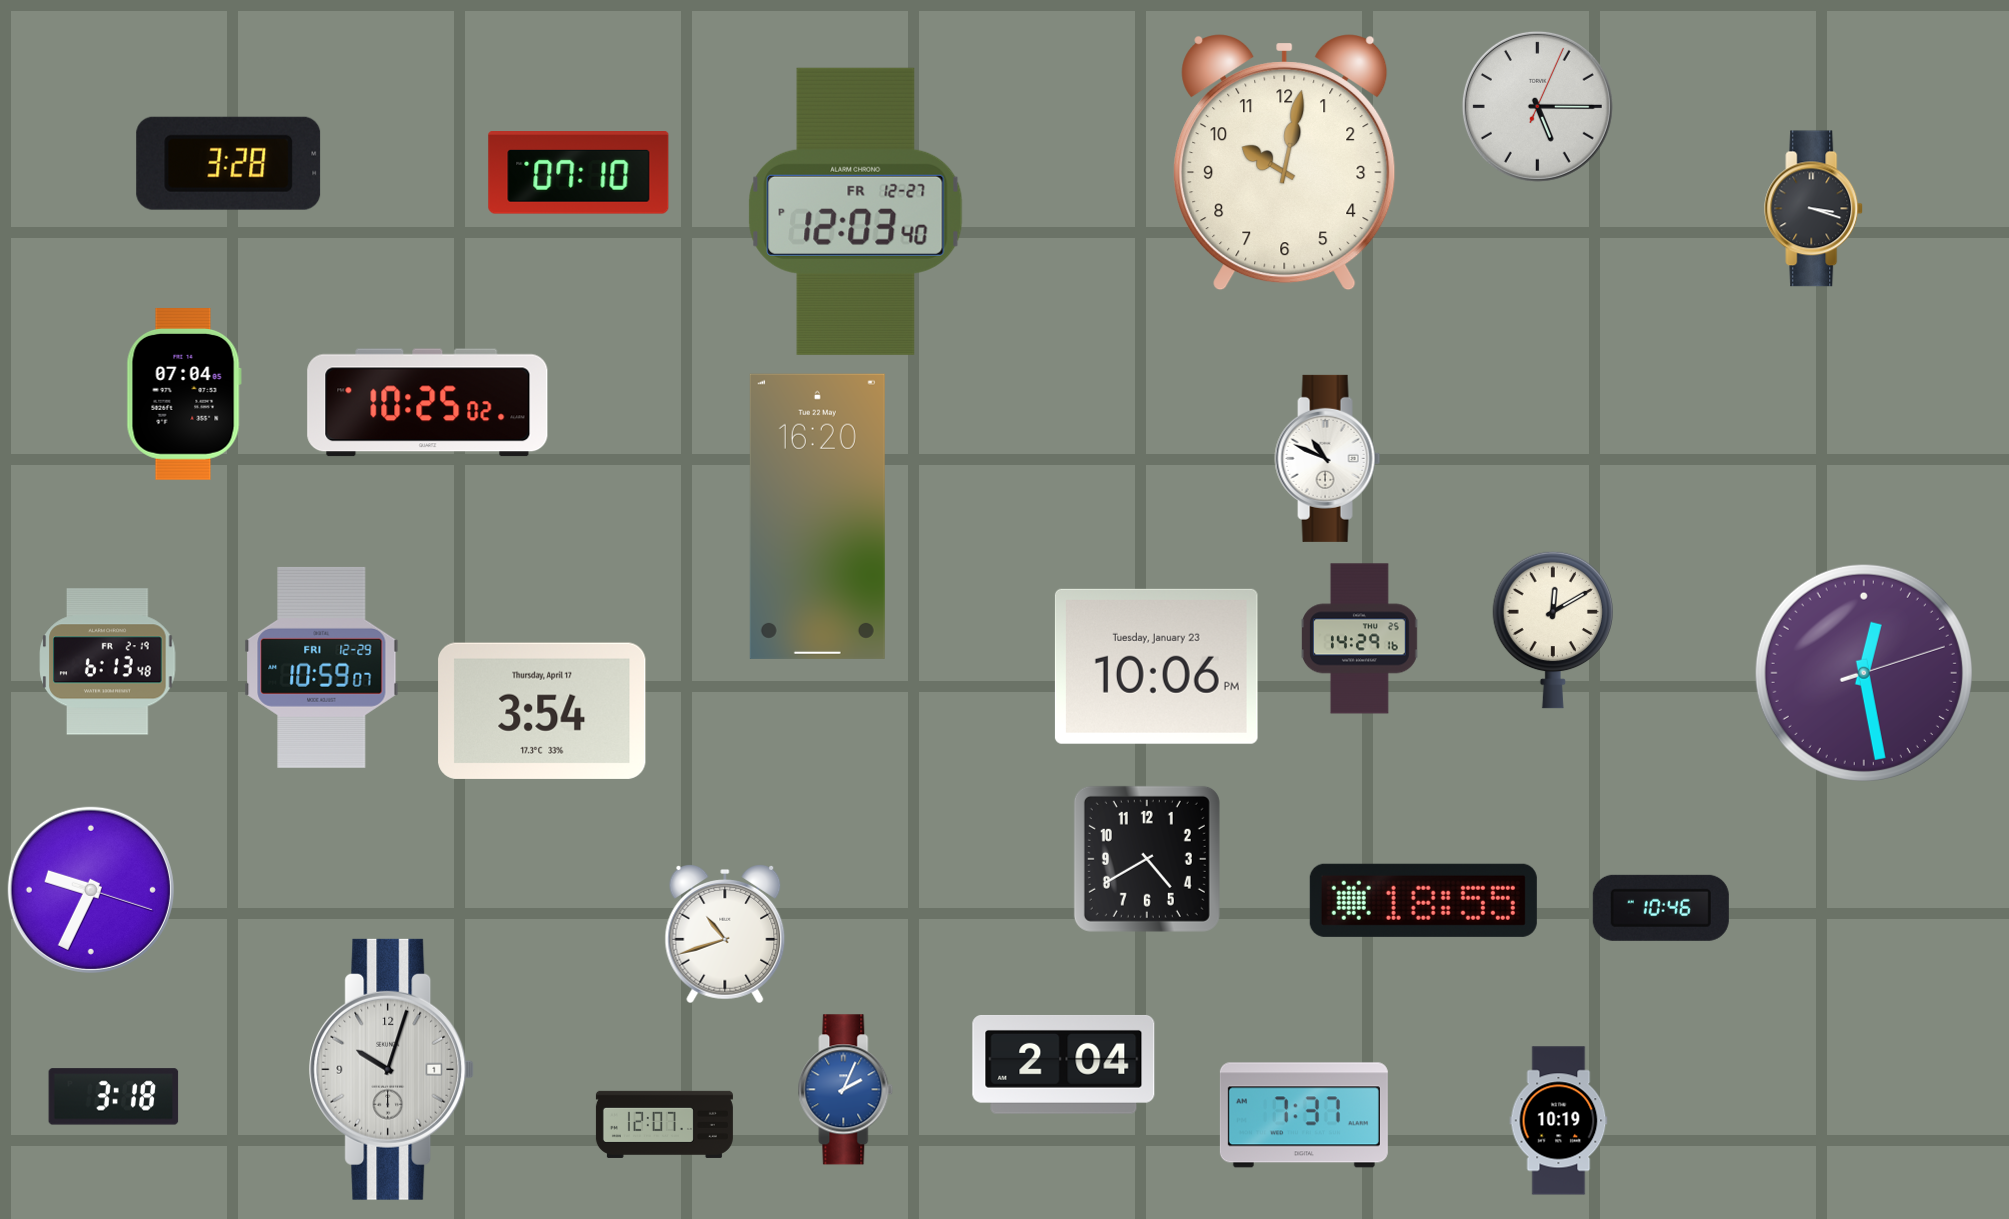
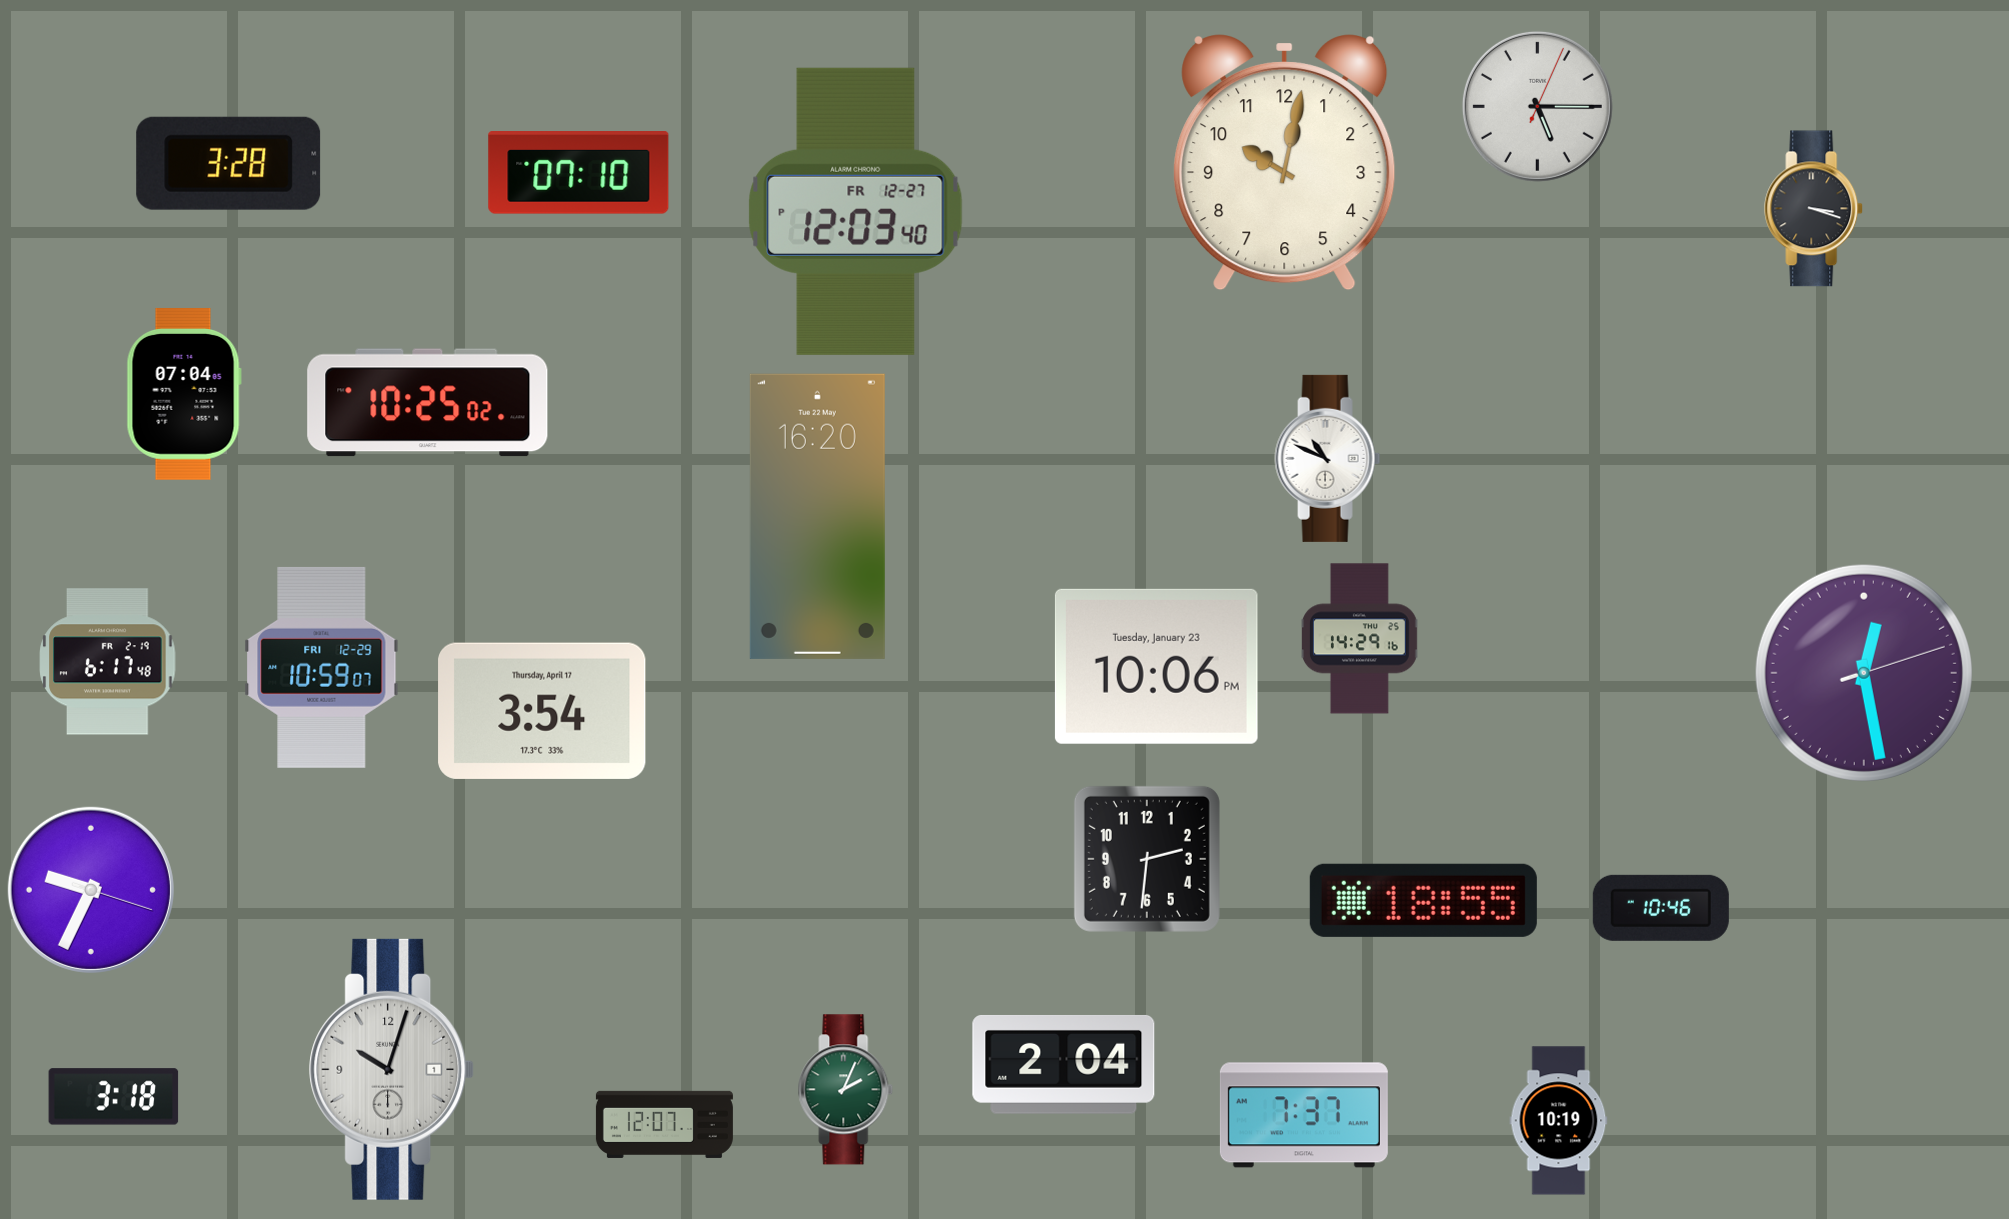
clock at (1552, 630): 12:10 -> none
clock at (108, 662): 6:13 -> 6:17
clock at (1147, 859): 4:40 -> 2:31
clock at (725, 935): 10:42 -> none
clock at (846, 1090) dial: blue -> green
